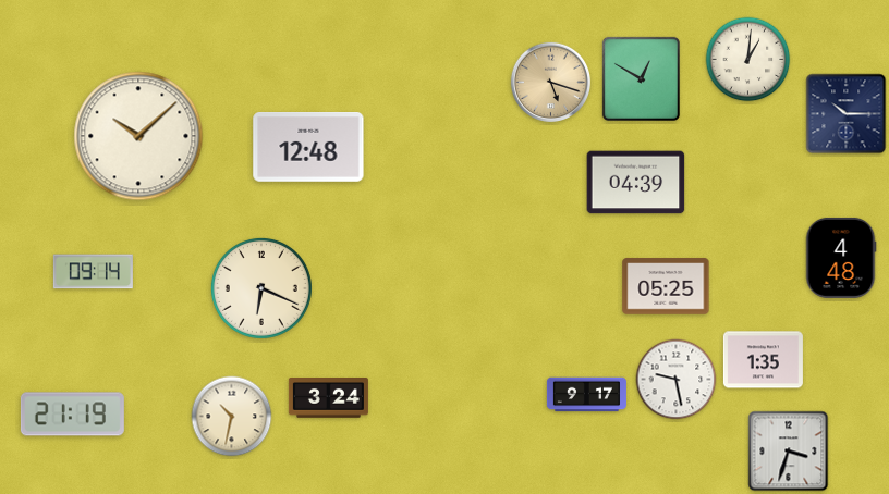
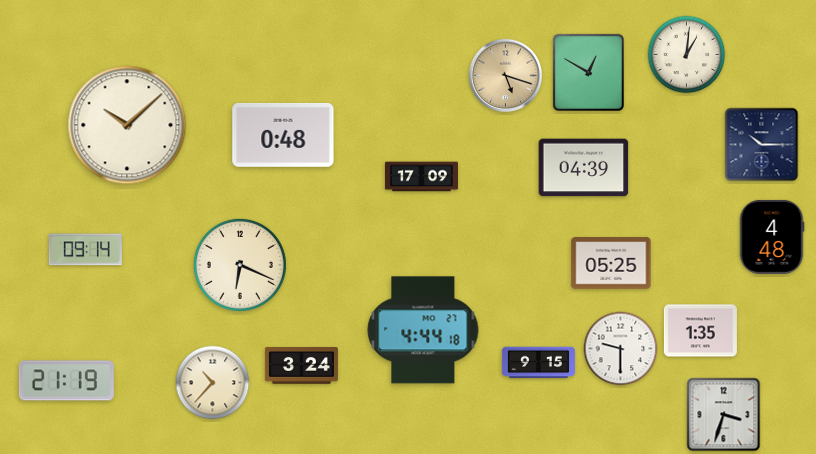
clock at (847, 114) position: (847, 114) -> (762, 145)
clock at (308, 148): 12:48 -> 0:48
clock at (421, 177): none -> 17:09
clock at (423, 330): none -> 4:44
clock at (677, 380): 9:28 -> 9:30
clock at (586, 395): 9:17 -> 9:15
clock at (232, 417): 10:32 -> 10:37
